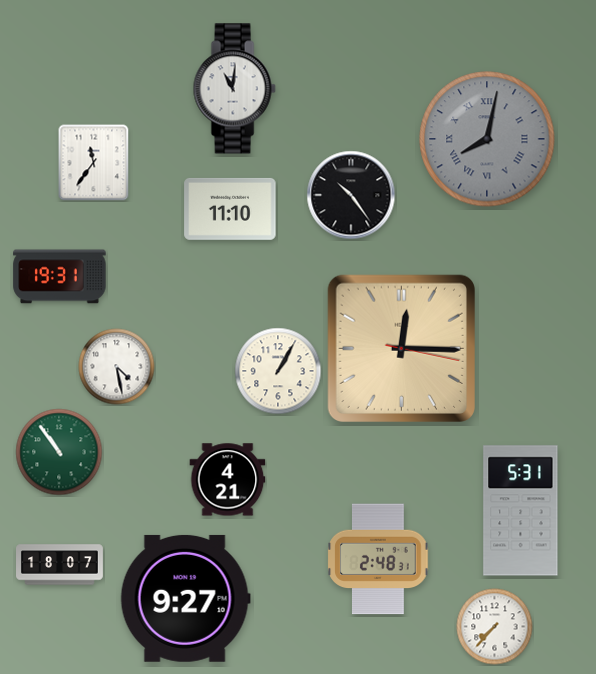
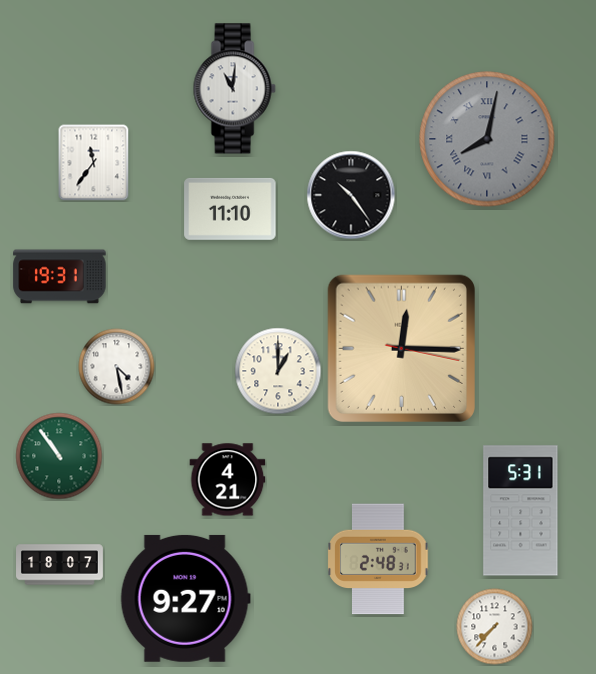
clock at (278, 371): 1:05 -> 1:00
clock at (59, 452) position: (59, 452) -> (59, 456)
